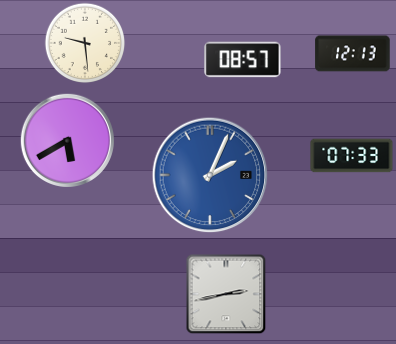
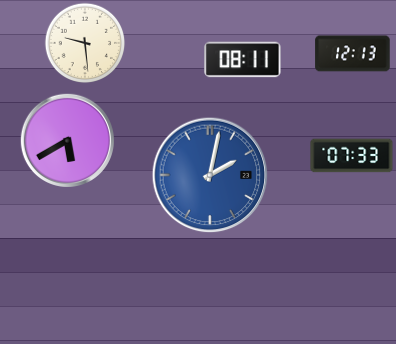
clock at (243, 60): 08:57 -> 08:11
clock at (210, 175): 2:04 -> 2:02
clock at (226, 294): 2:43 -> none
